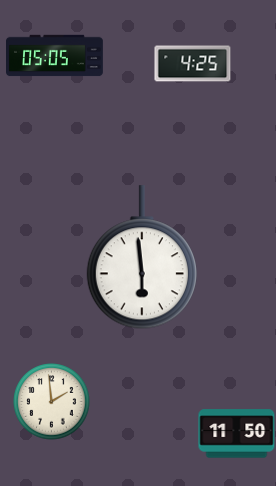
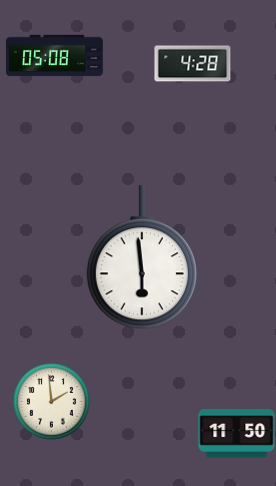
clock at (55, 56): 05:05 -> 05:08
clock at (193, 64): 4:25 -> 4:28
